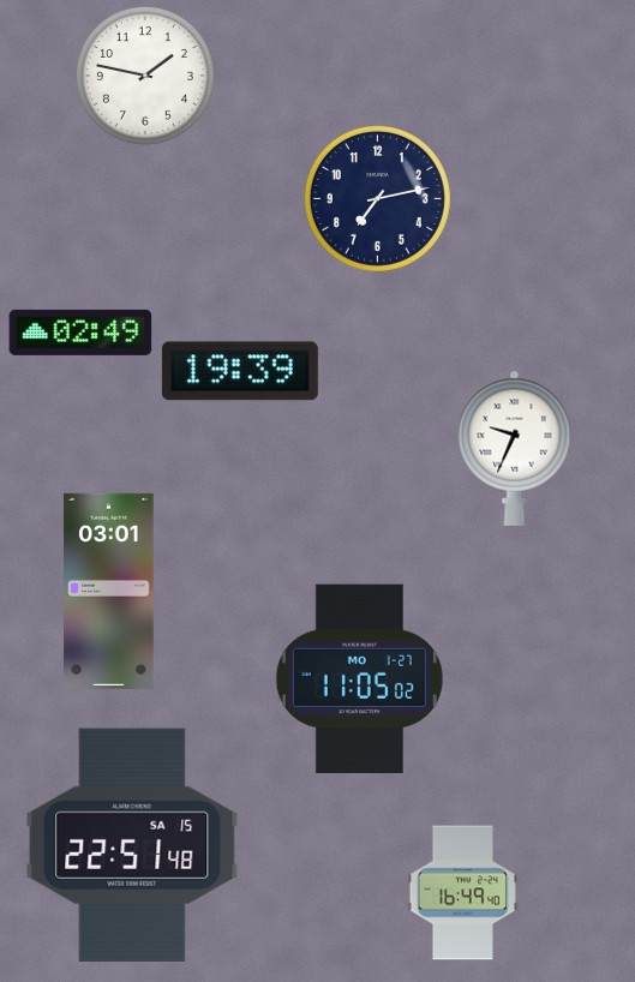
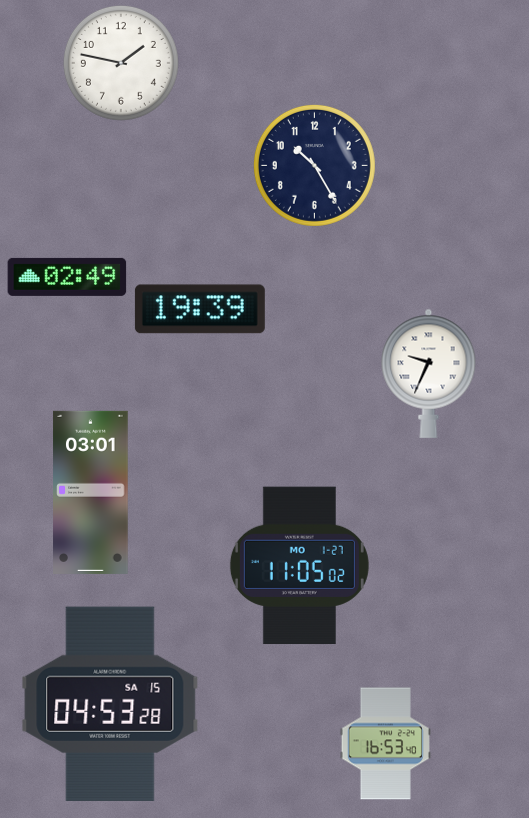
clock at (377, 198): 7:13 -> 10:25
clock at (132, 845): 22:51 -> 04:53
clock at (462, 893): 16:49 -> 16:53
